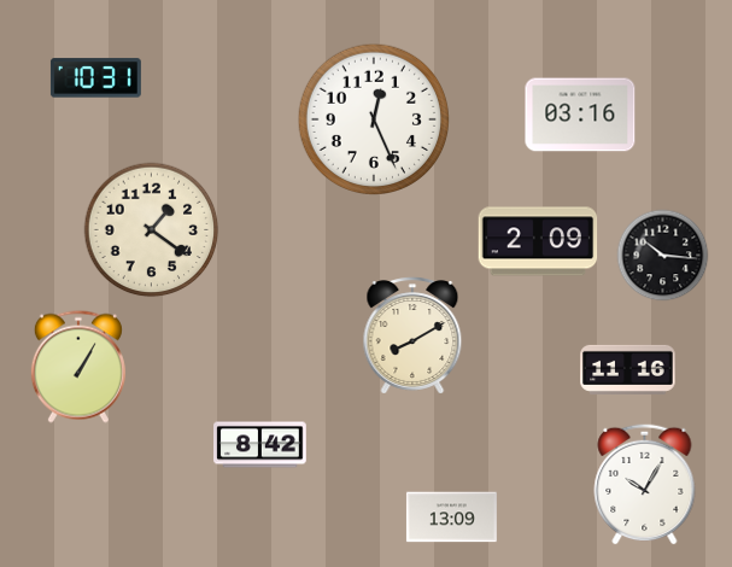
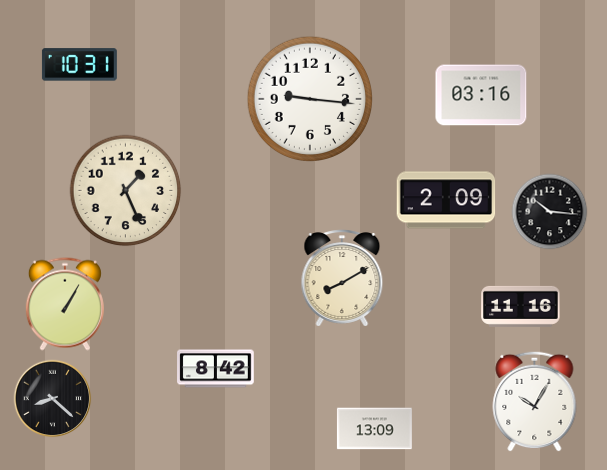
clock at (374, 119): 12:26 -> 9:16
clock at (152, 230): 1:21 -> 1:26
clock at (53, 399): none -> 8:22
